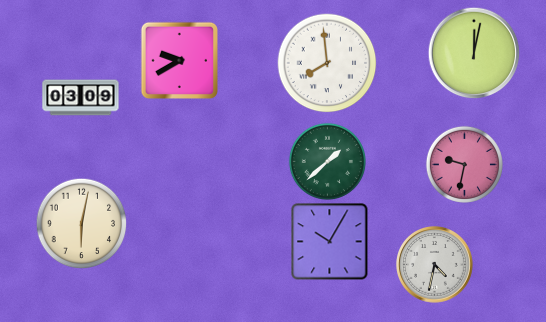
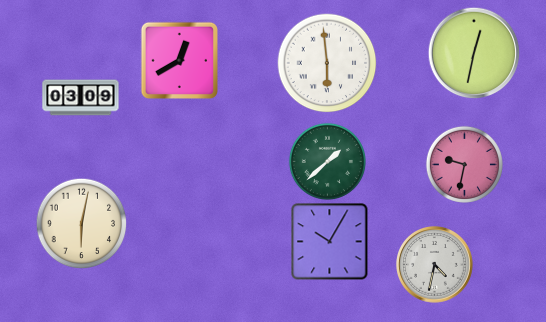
clock at (474, 53): 12:02 -> 12:32
clock at (179, 60): 9:40 -> 12:40
clock at (327, 63): 7:59 -> 5:59
